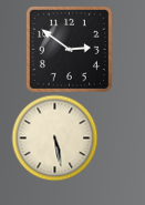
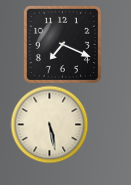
clock at (69, 49): 2:51 -> 7:19
